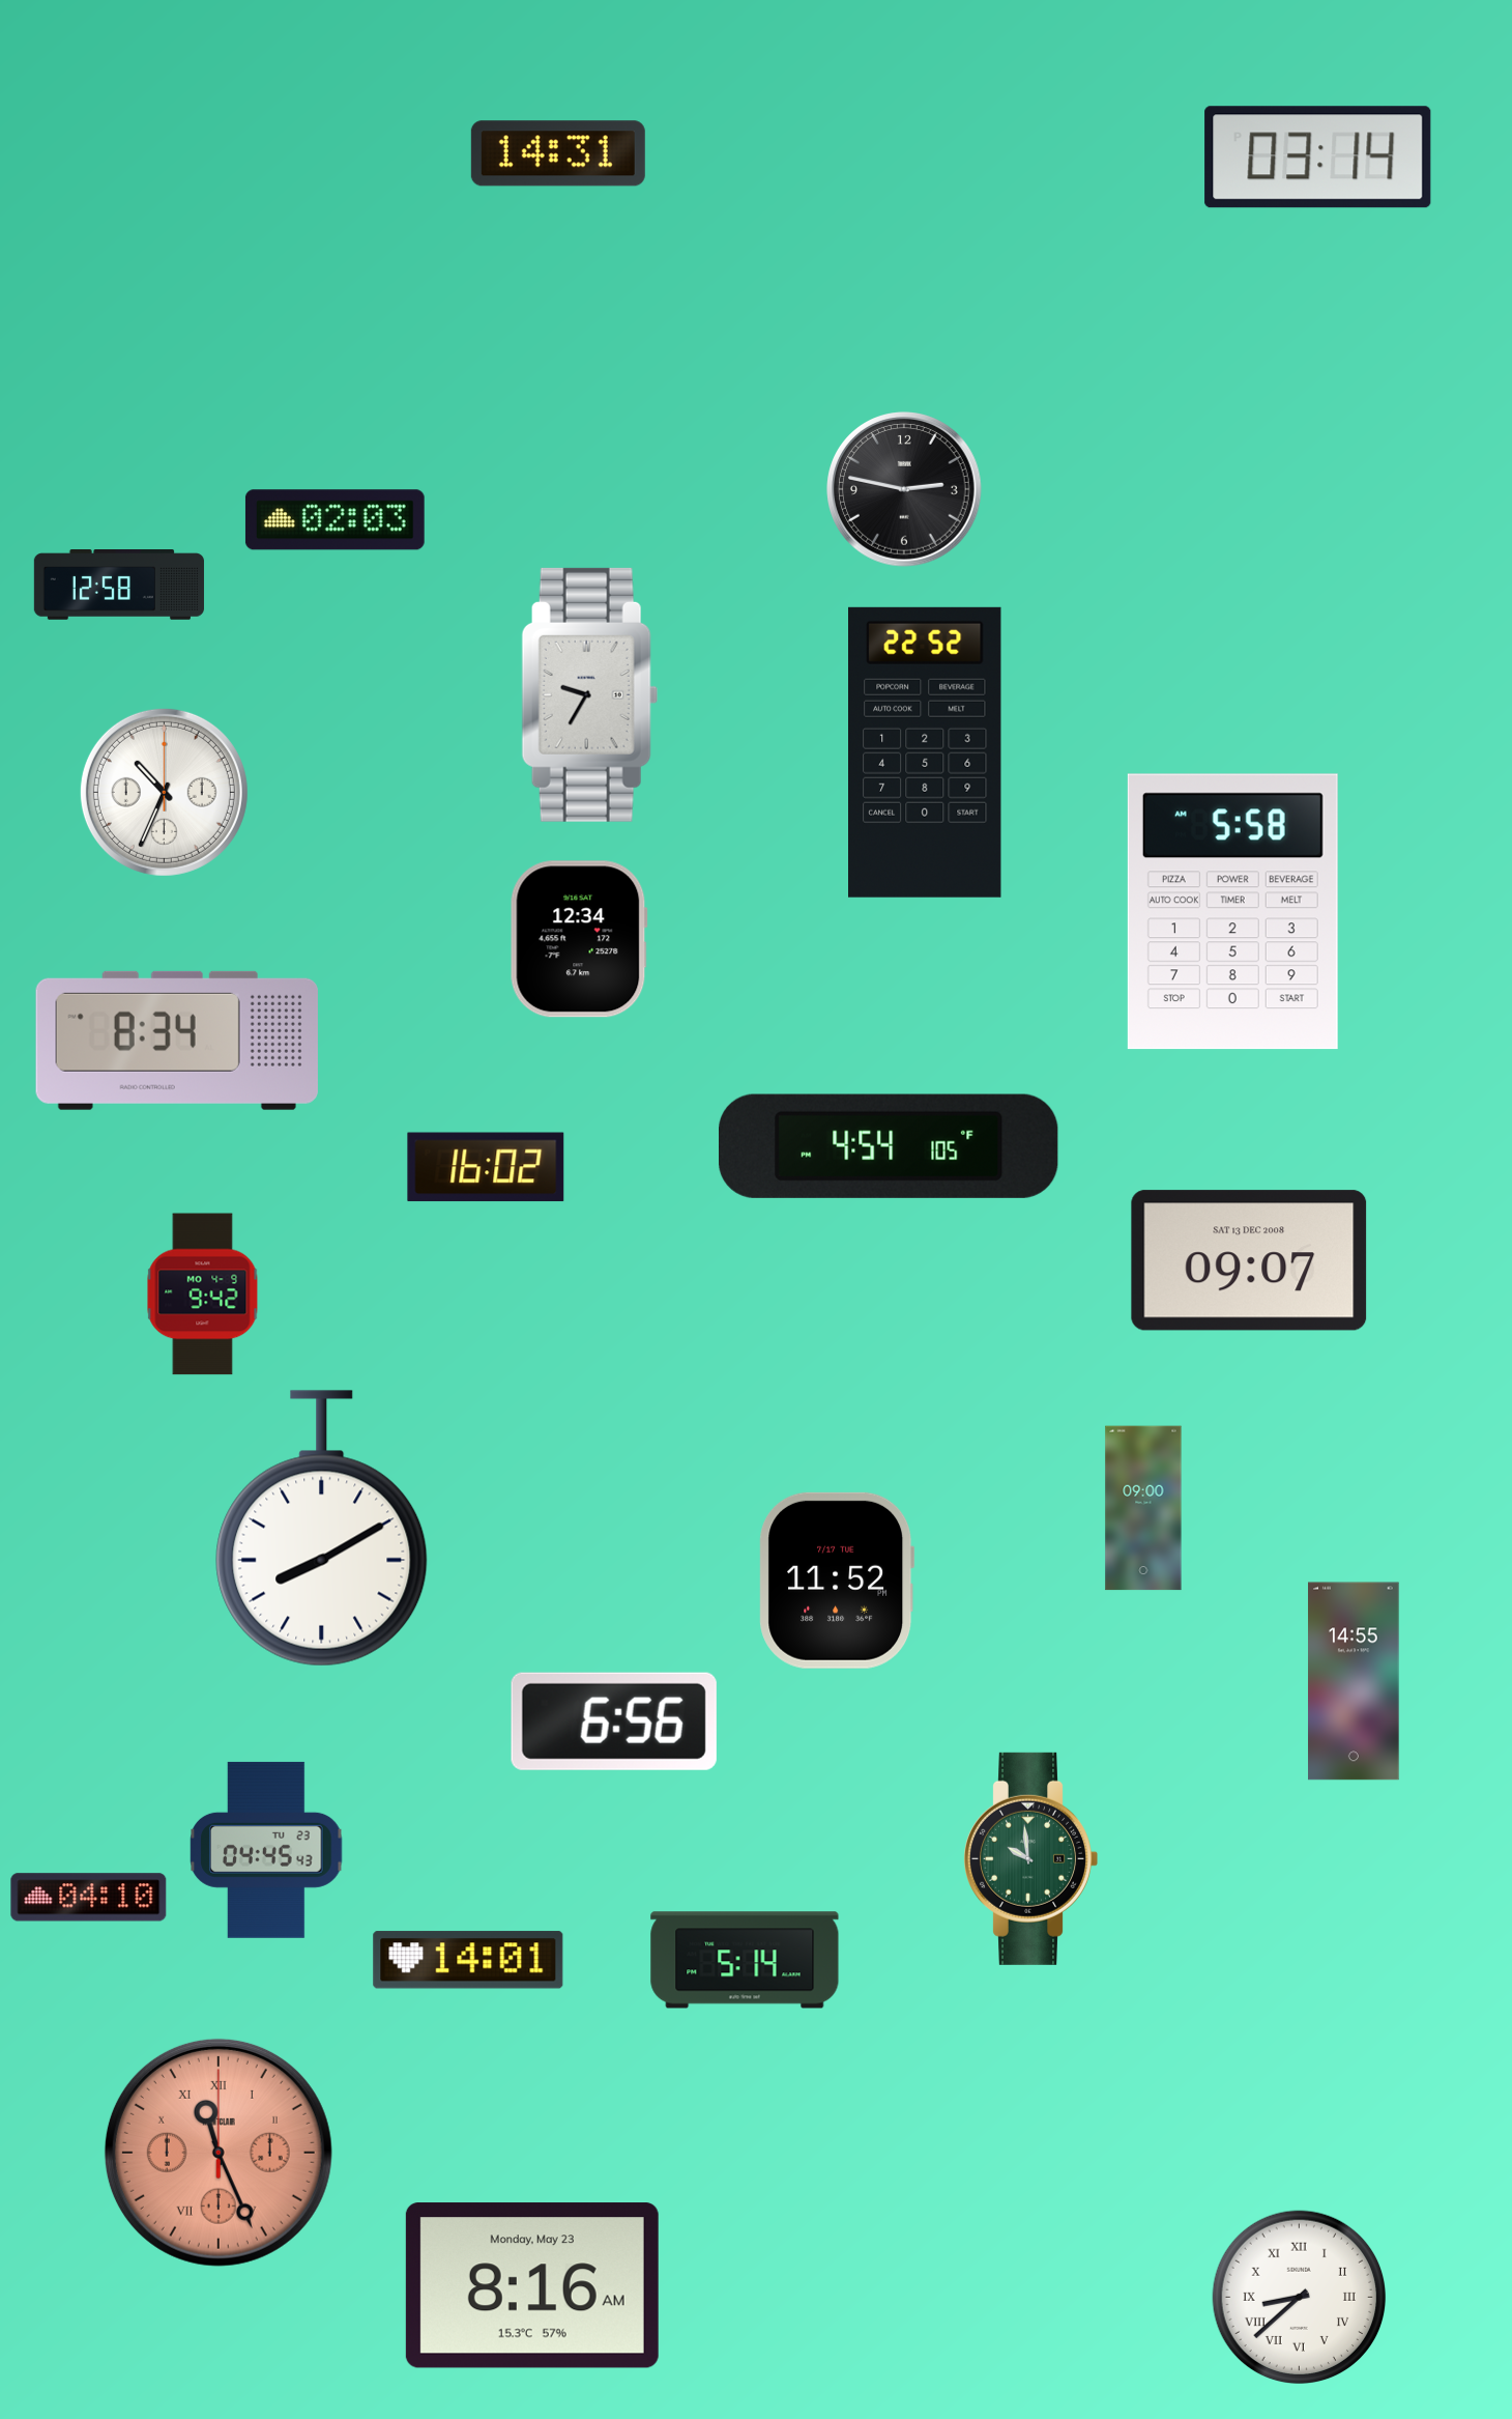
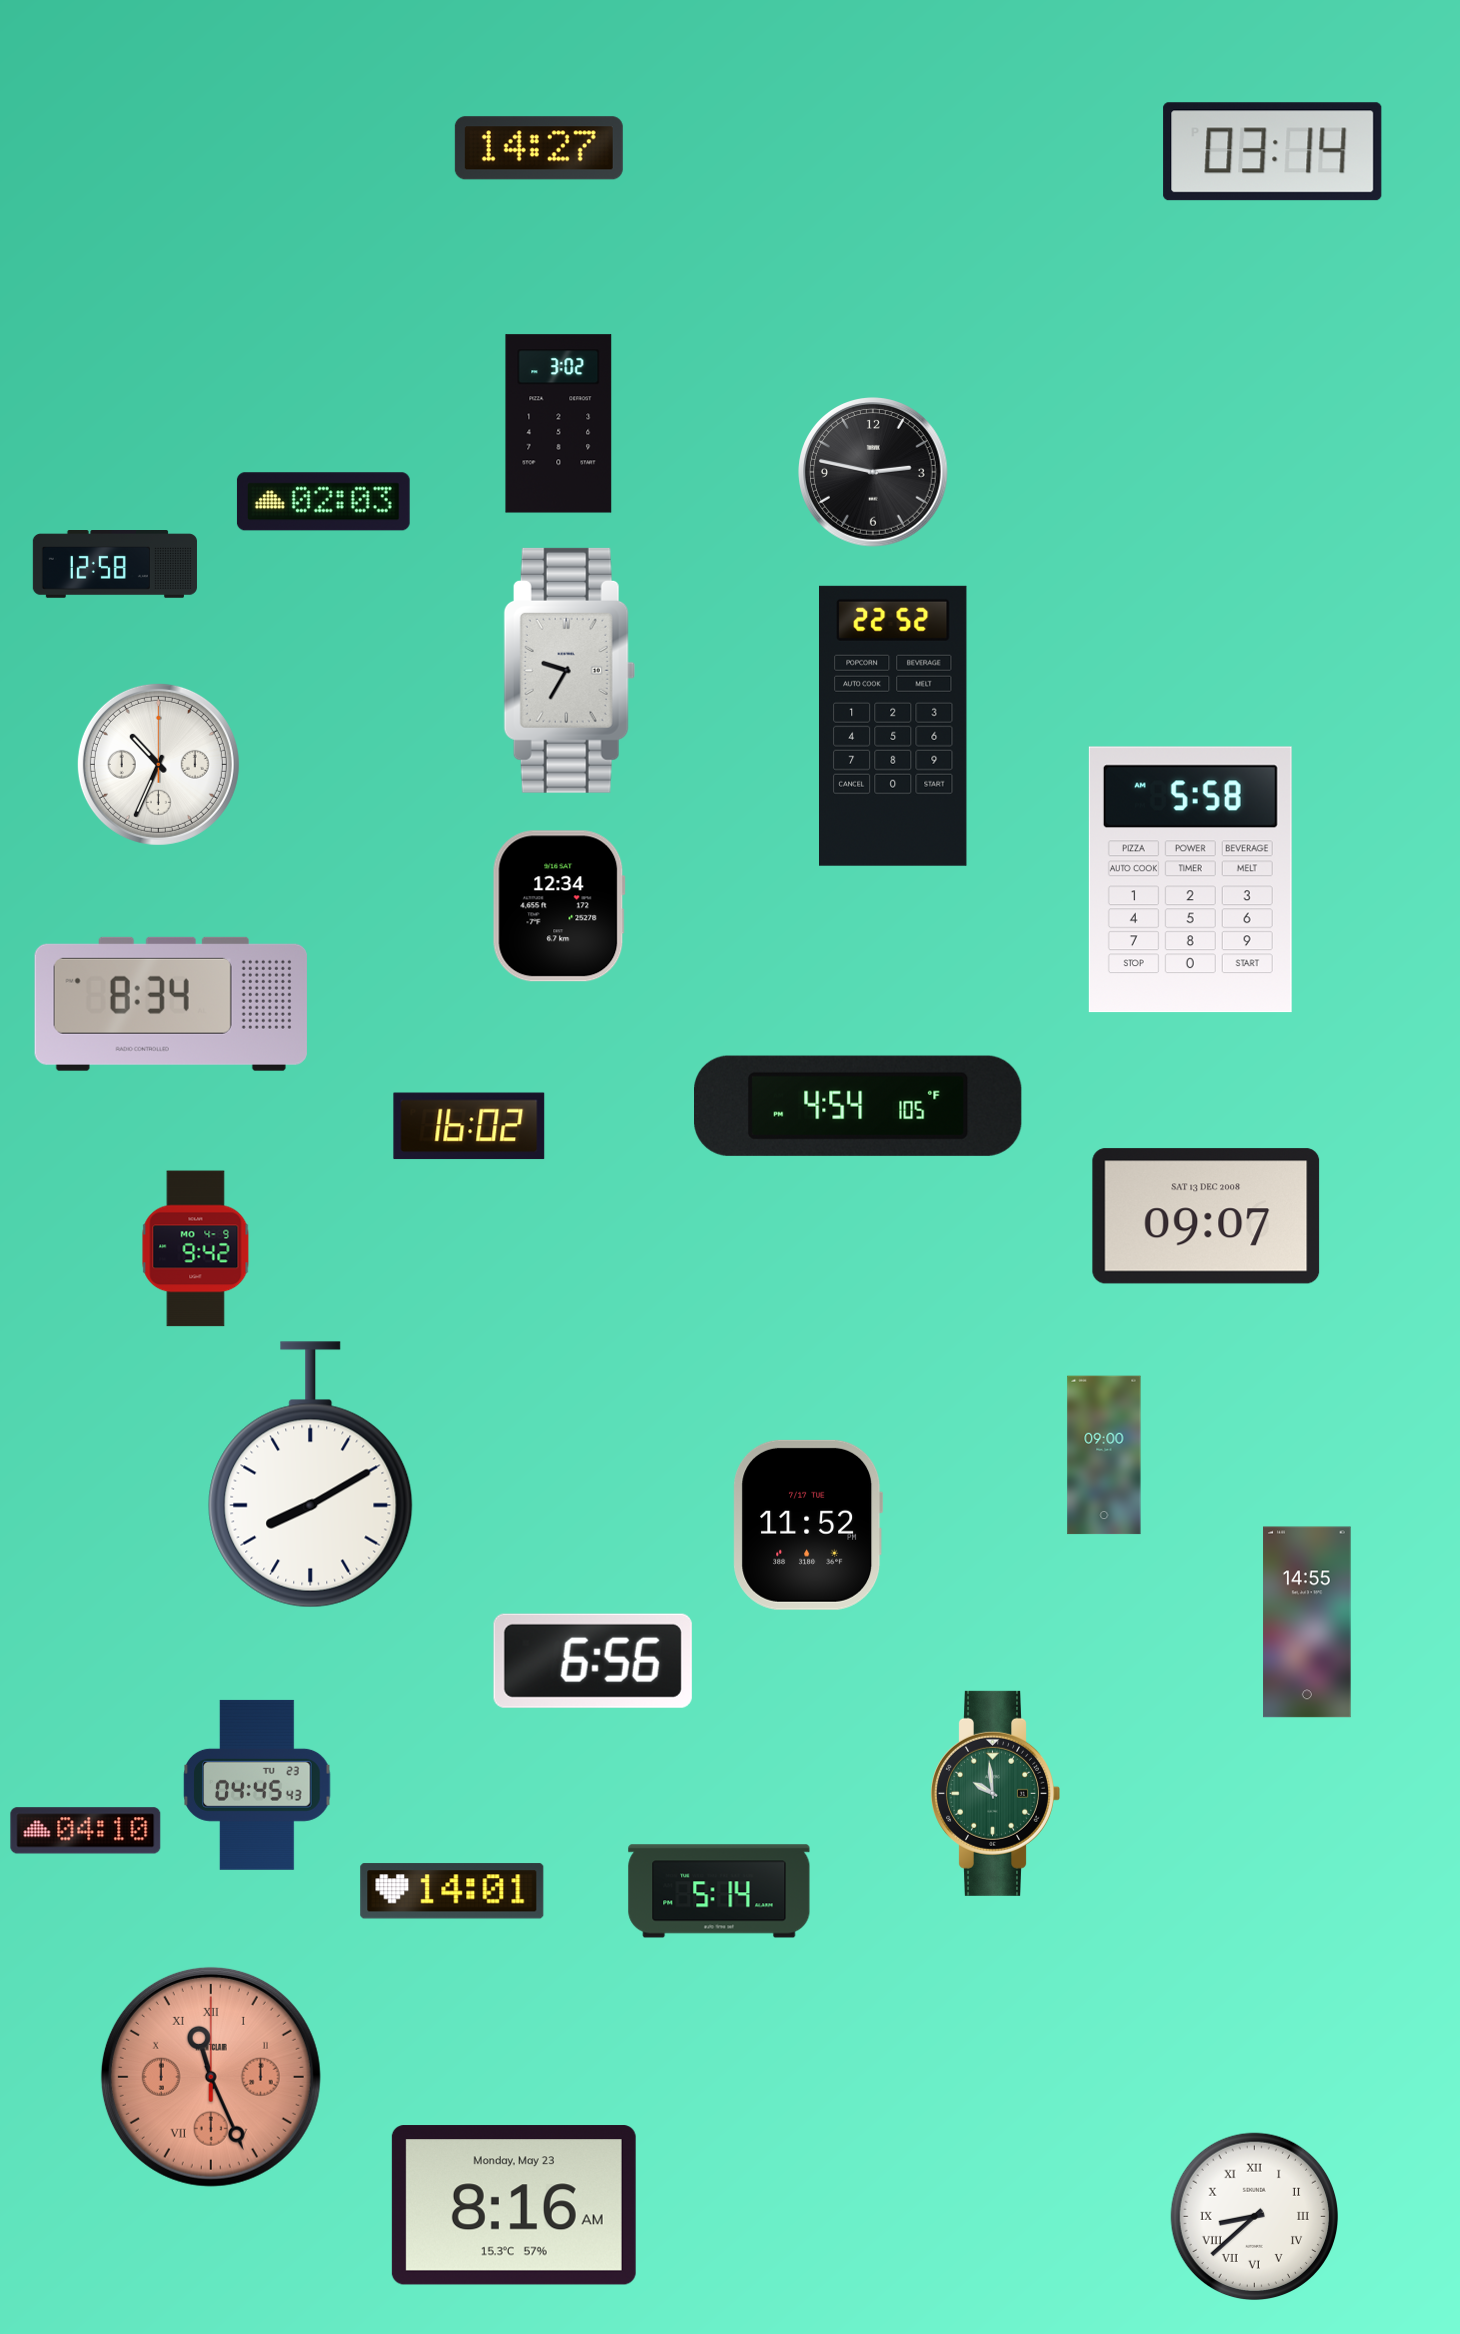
clock at (558, 153): 14:31 -> 14:27
clock at (559, 424): none -> 3:02
